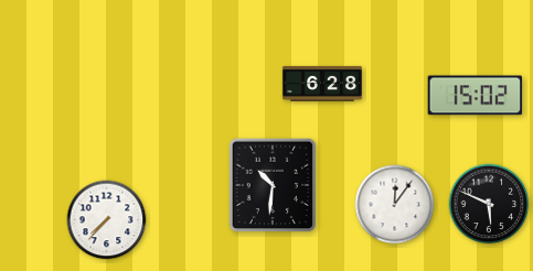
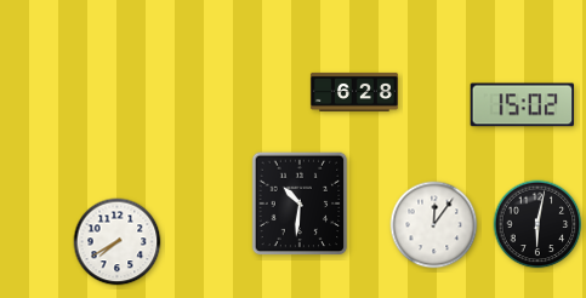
clock at (489, 204): 5:49 -> 6:02
clock at (107, 220): 7:37 -> 7:40
